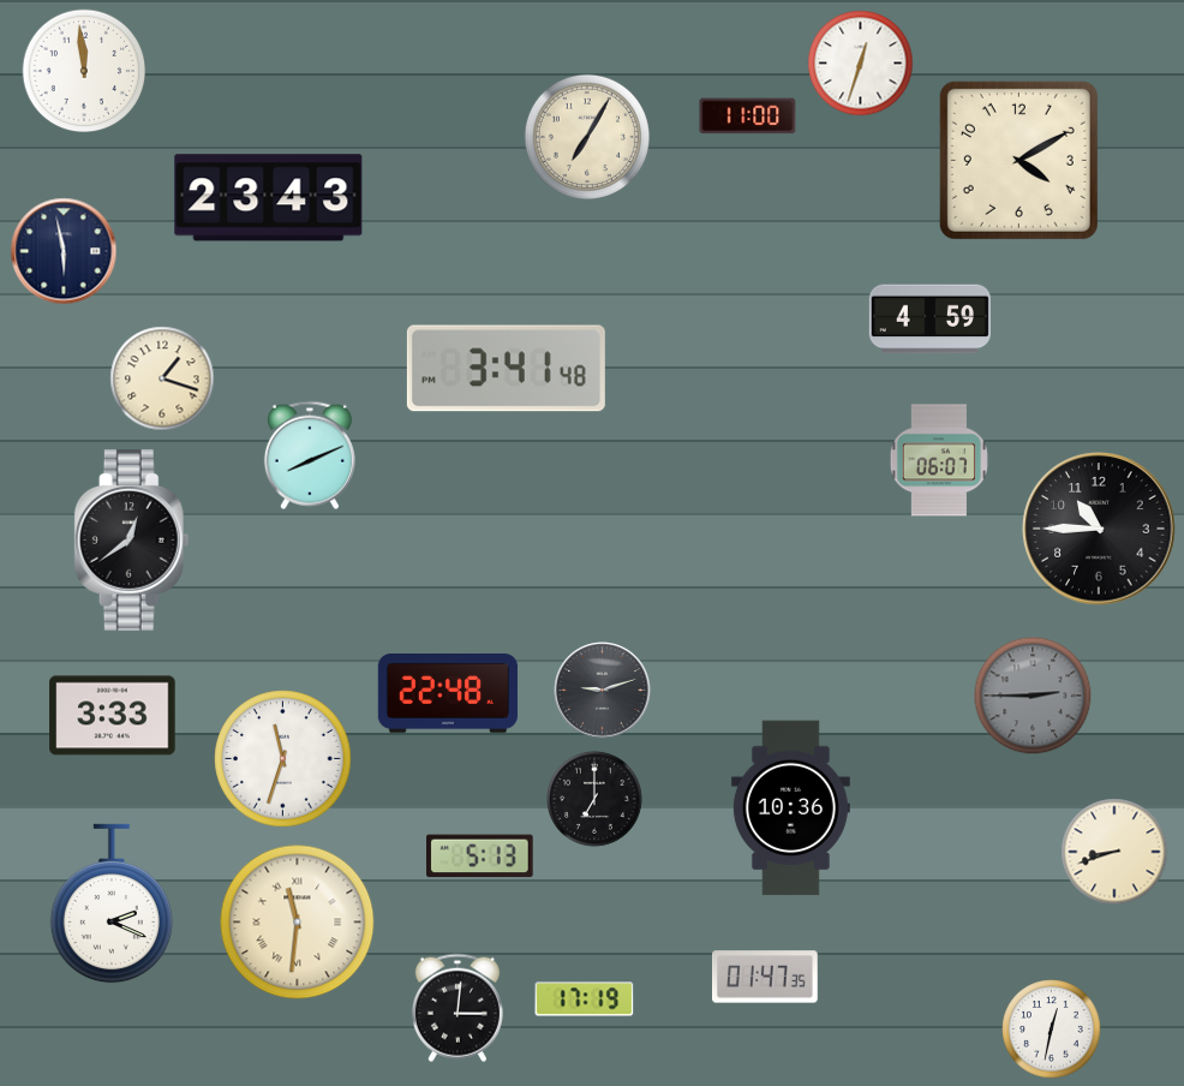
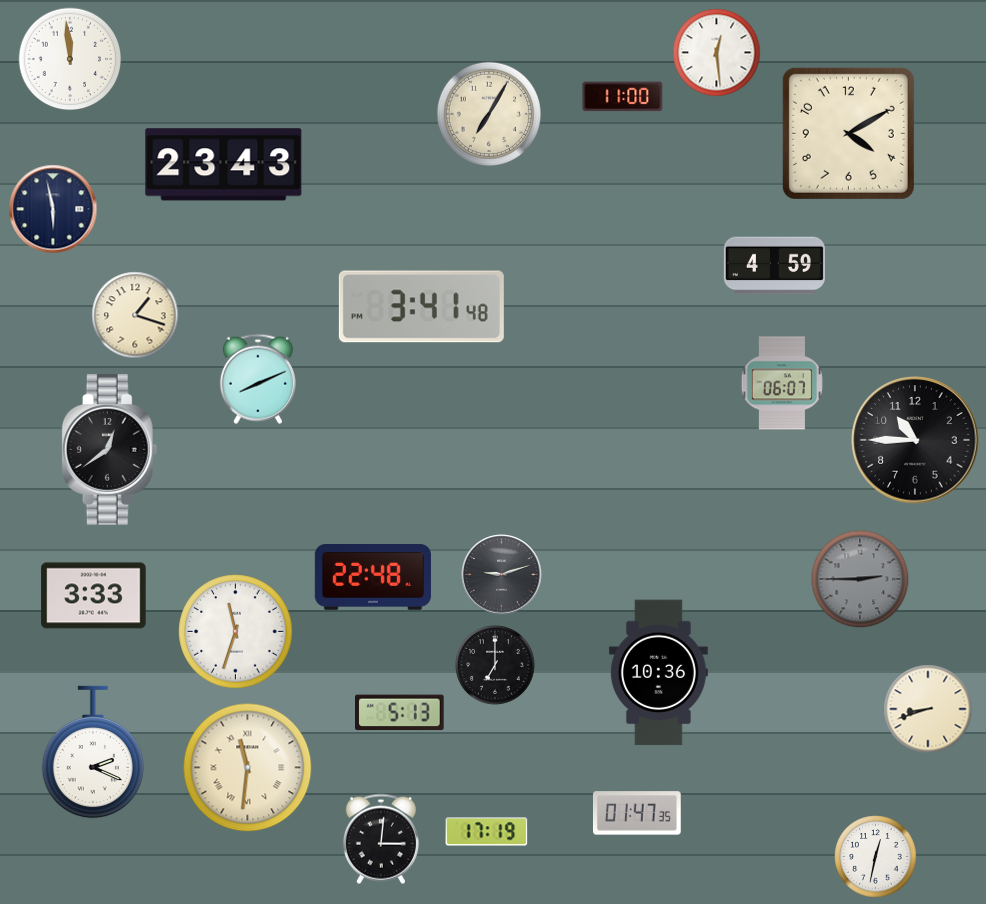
clock at (861, 64): 12:33 -> 12:29
